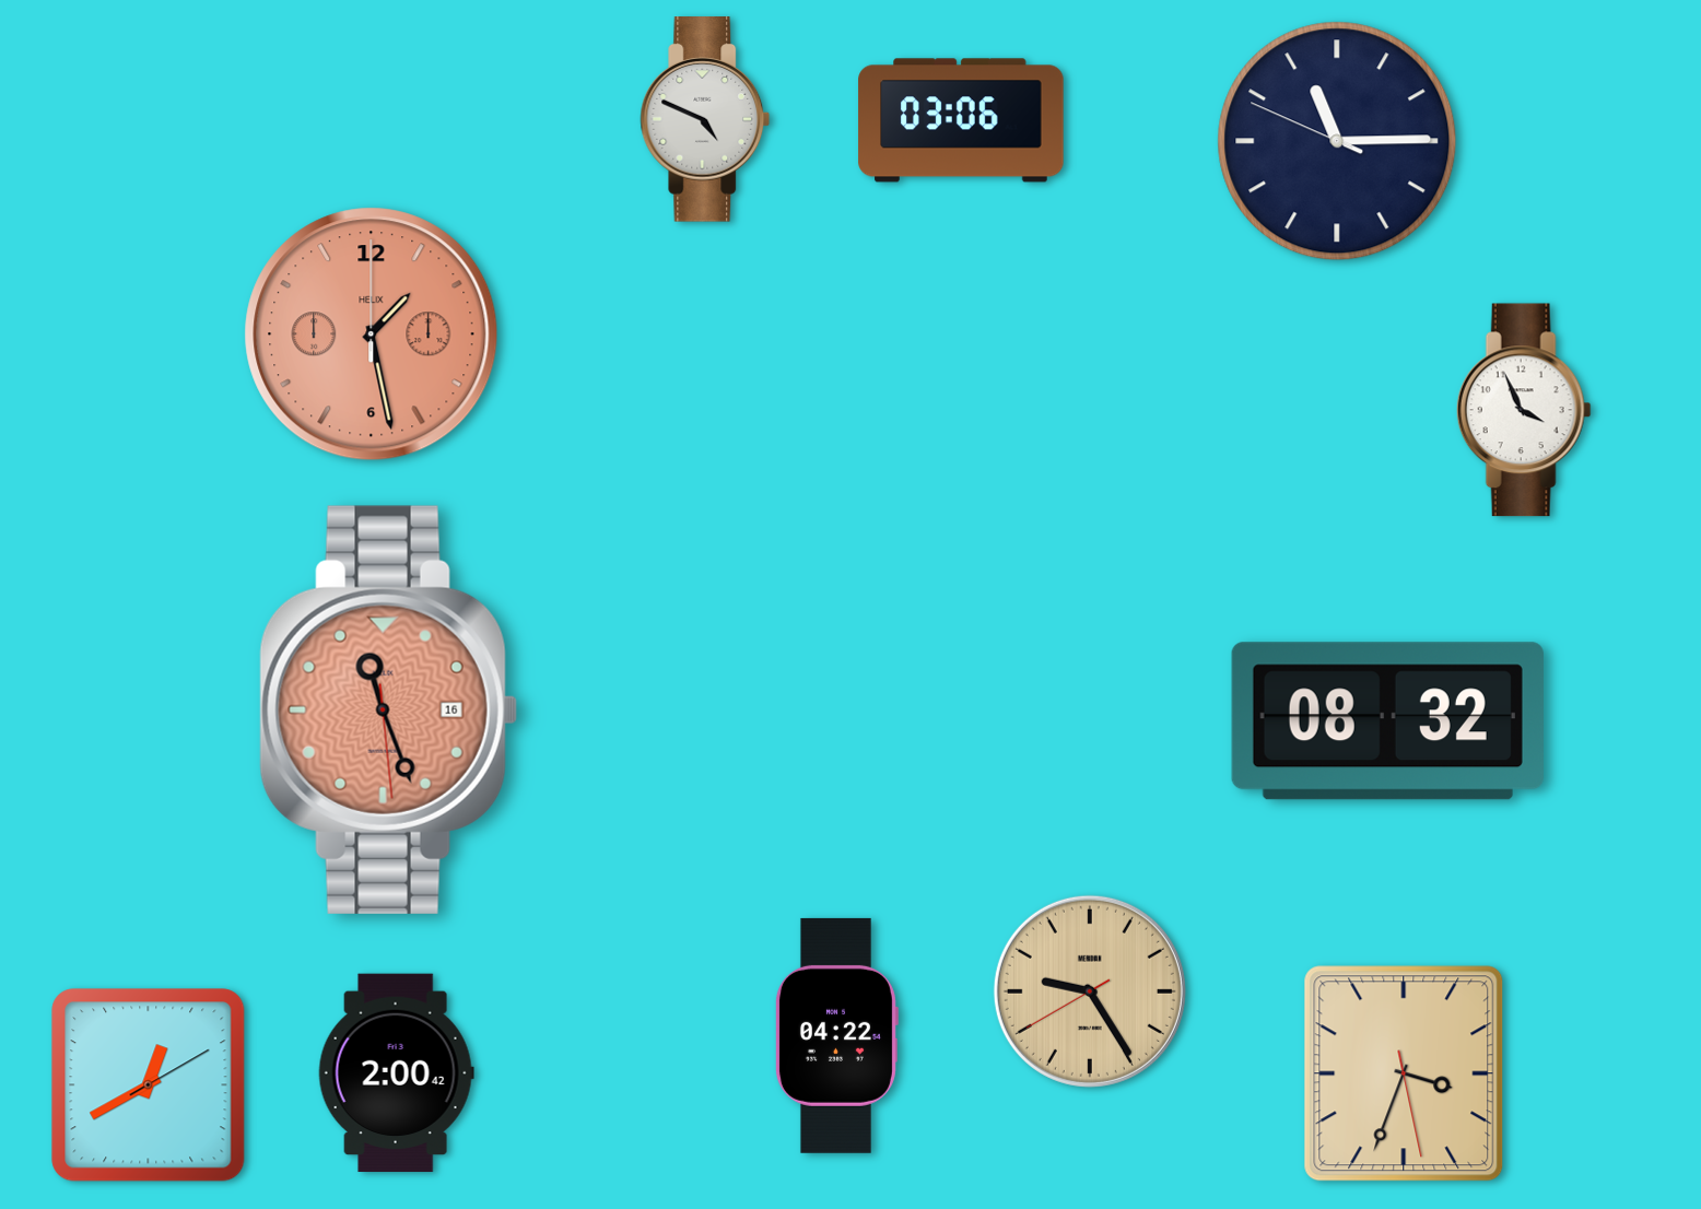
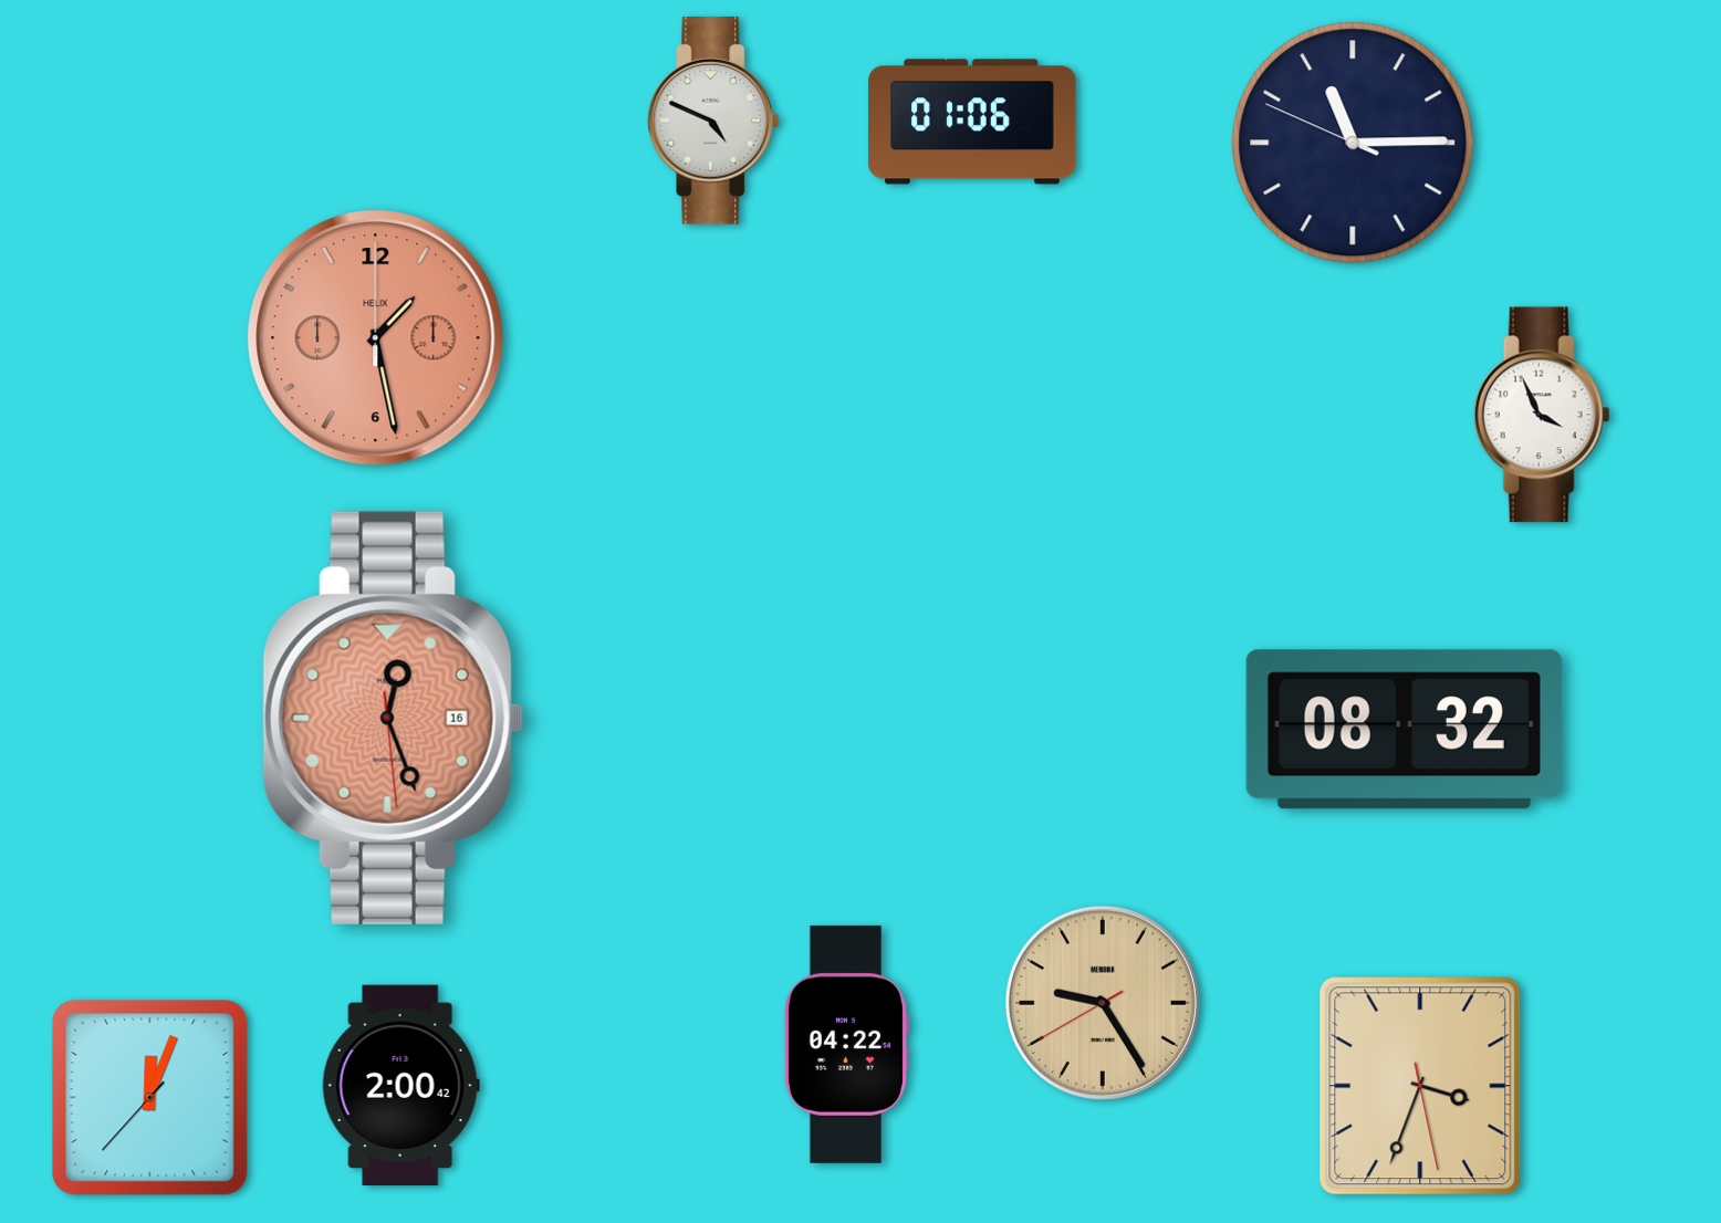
clock at (961, 120): 03:06 -> 01:06
clock at (388, 709): 11:26 -> 12:26
clock at (836, 1035) position: (836, 1035) -> (846, 1044)
clock at (149, 1085): 12:40 -> 12:03
